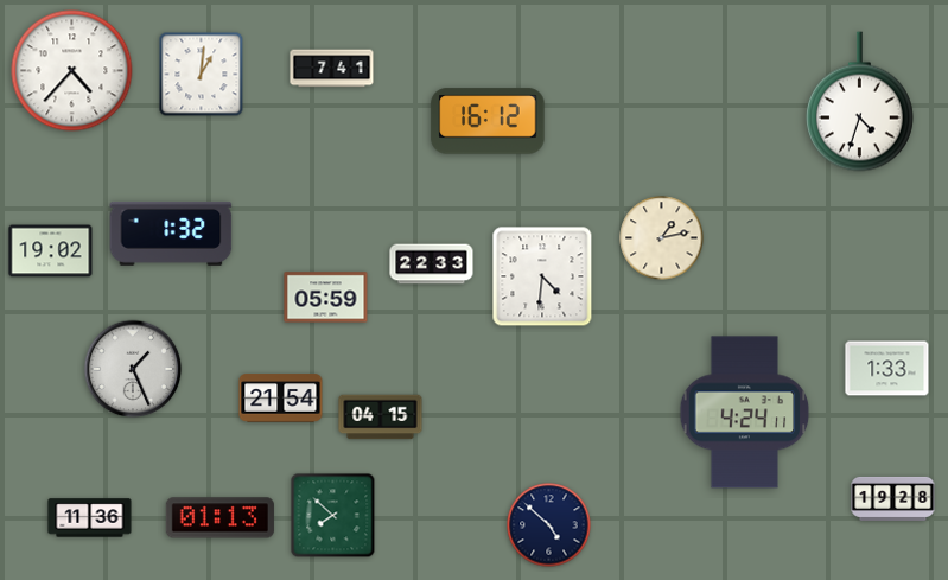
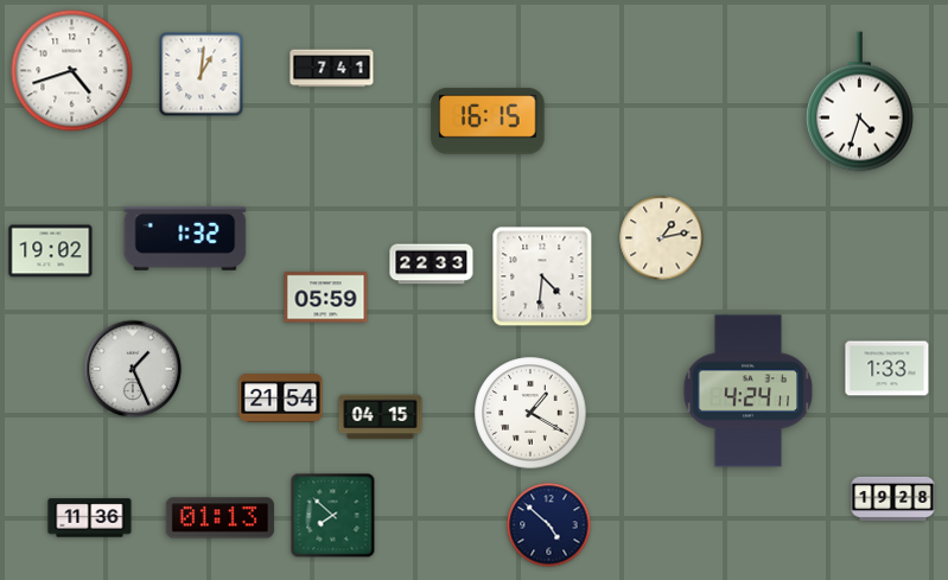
clock at (72, 71): 4:37 -> 4:42
clock at (488, 121): 16:12 -> 16:15
clock at (171, 234) position: (171, 234) -> (185, 238)
clock at (530, 413): none -> 1:20
clock at (745, 413) position: (745, 413) -> (749, 391)
